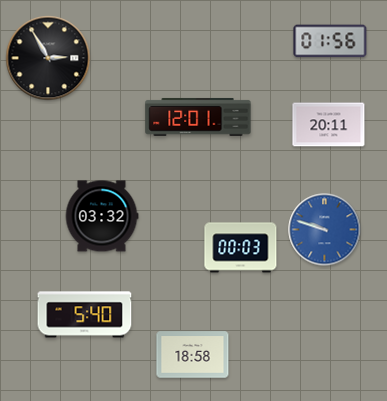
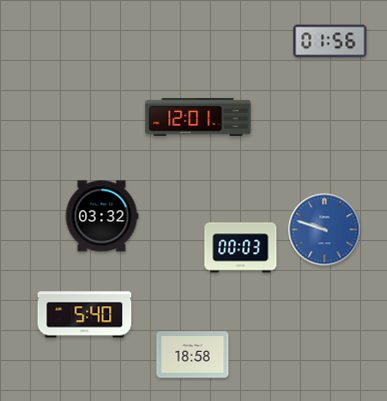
clock at (48, 58): 2:55 -> none
clock at (329, 125): 20:11 -> none
